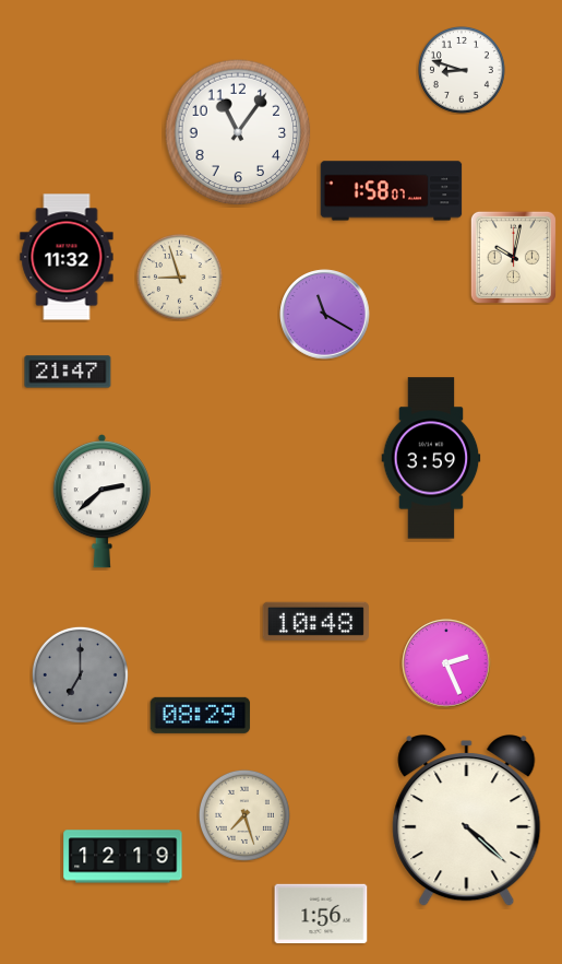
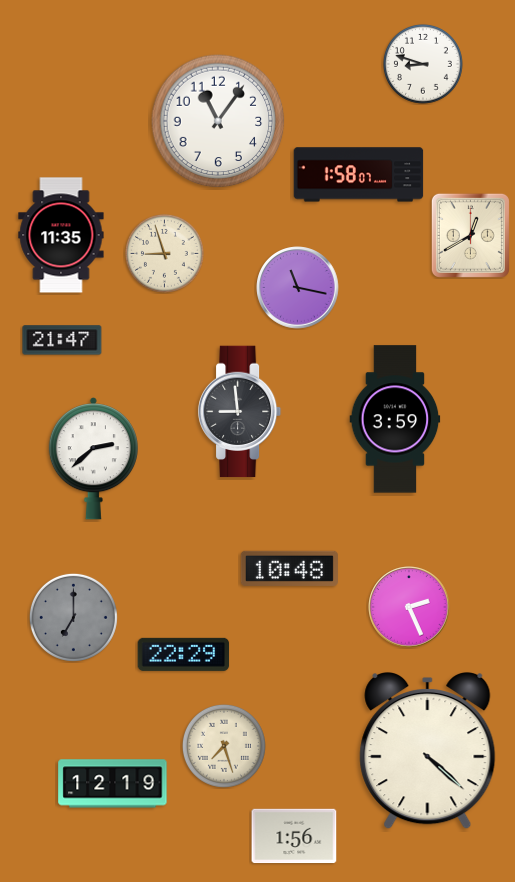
clock at (67, 257): 11:32 -> 11:35
clock at (513, 257): 10:02 -> 12:40
clock at (325, 315): 11:20 -> 11:17
clock at (240, 412): none -> 8:59
clock at (201, 715): 08:29 -> 22:29
